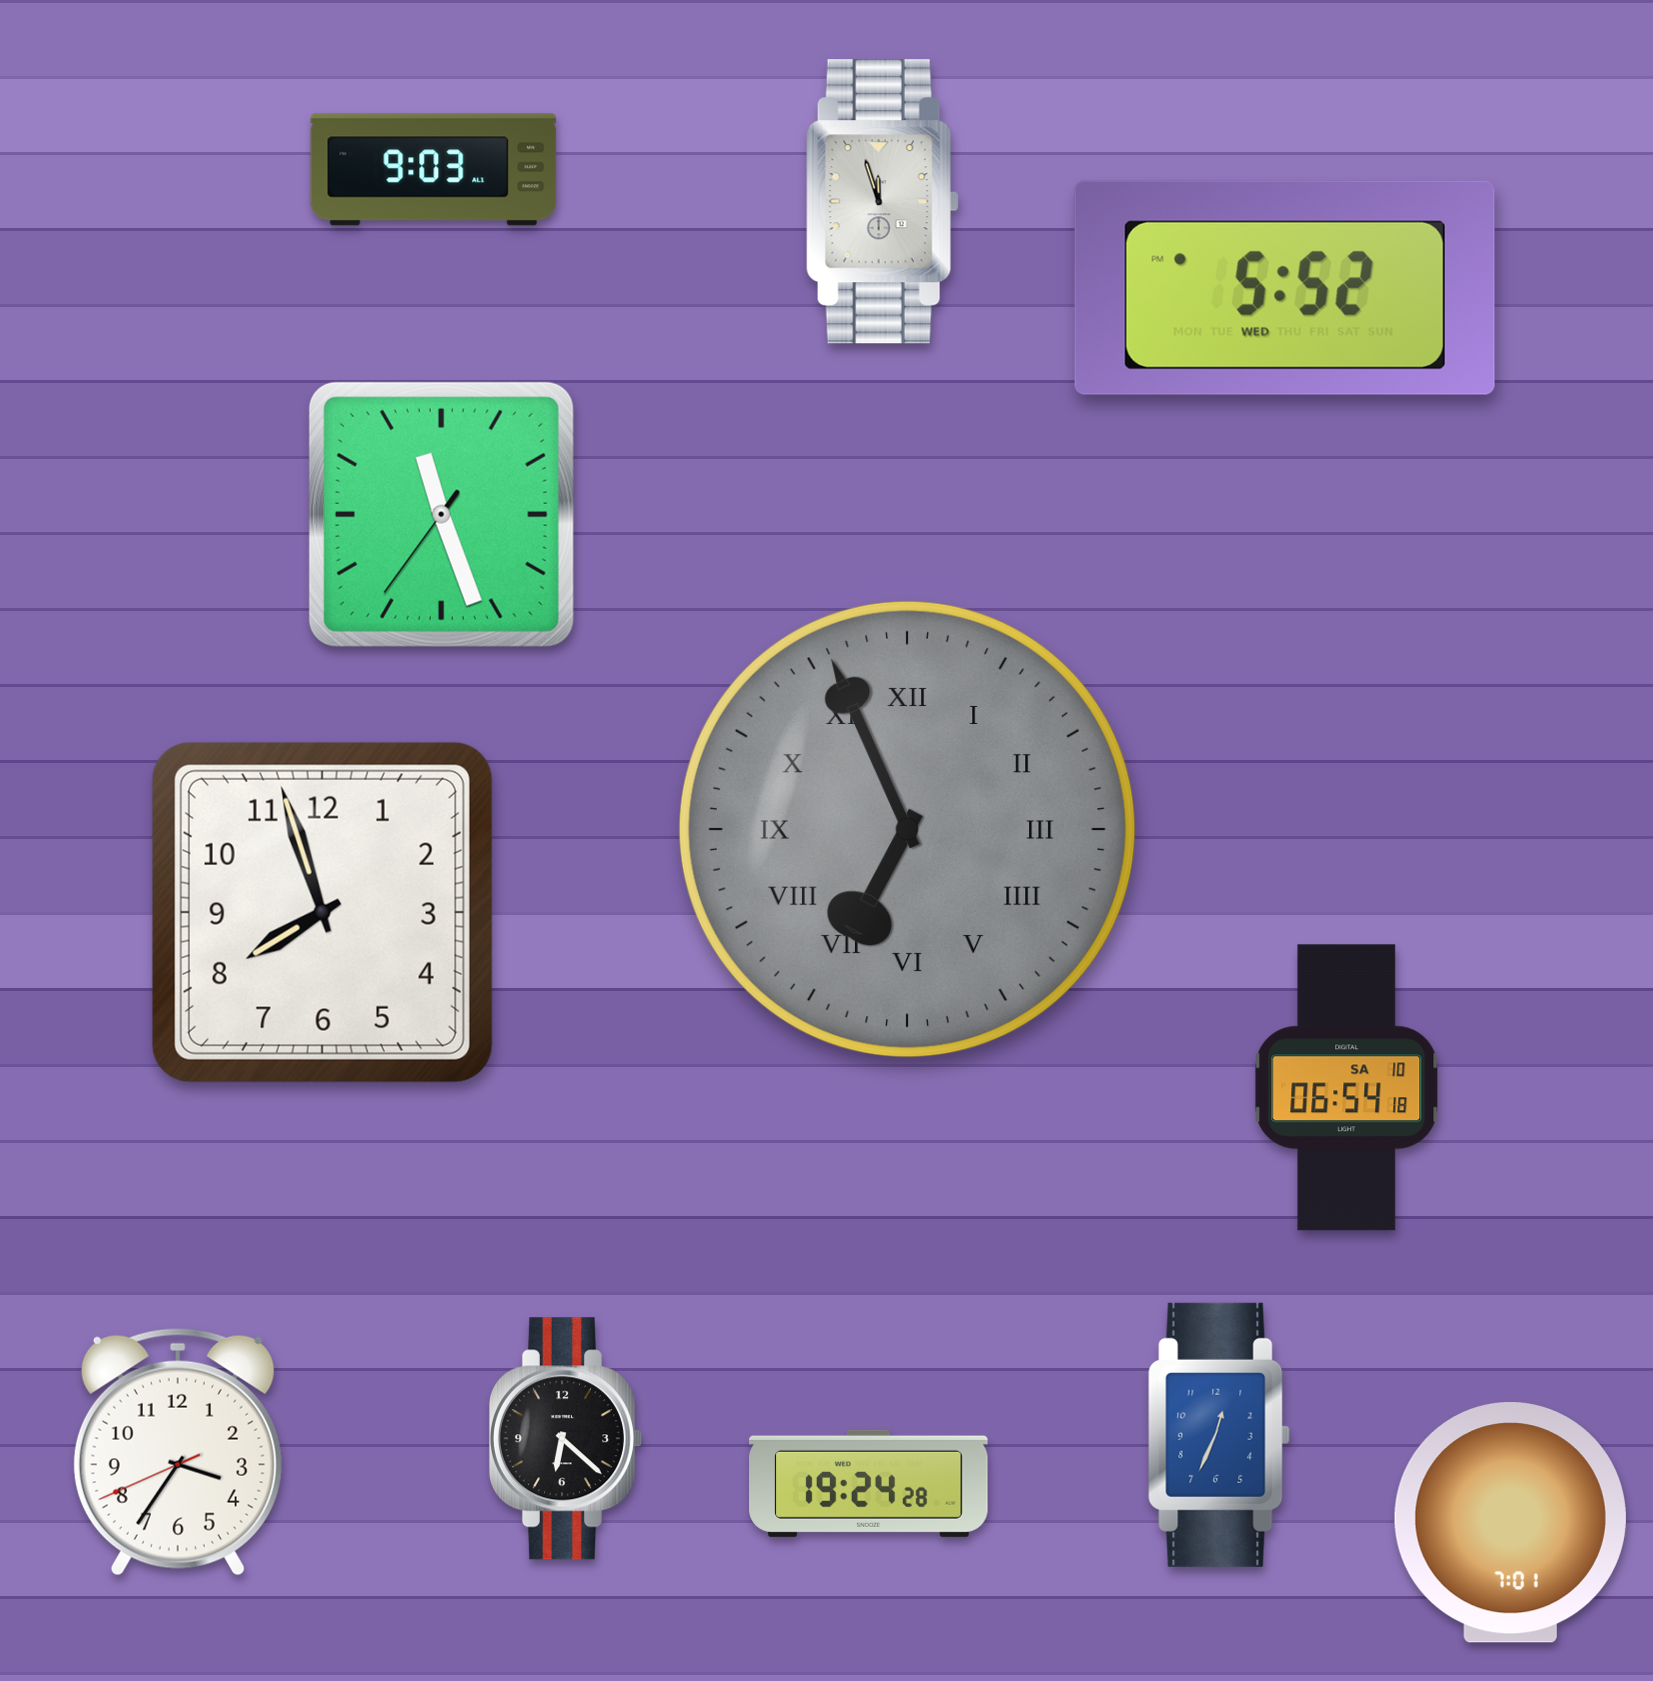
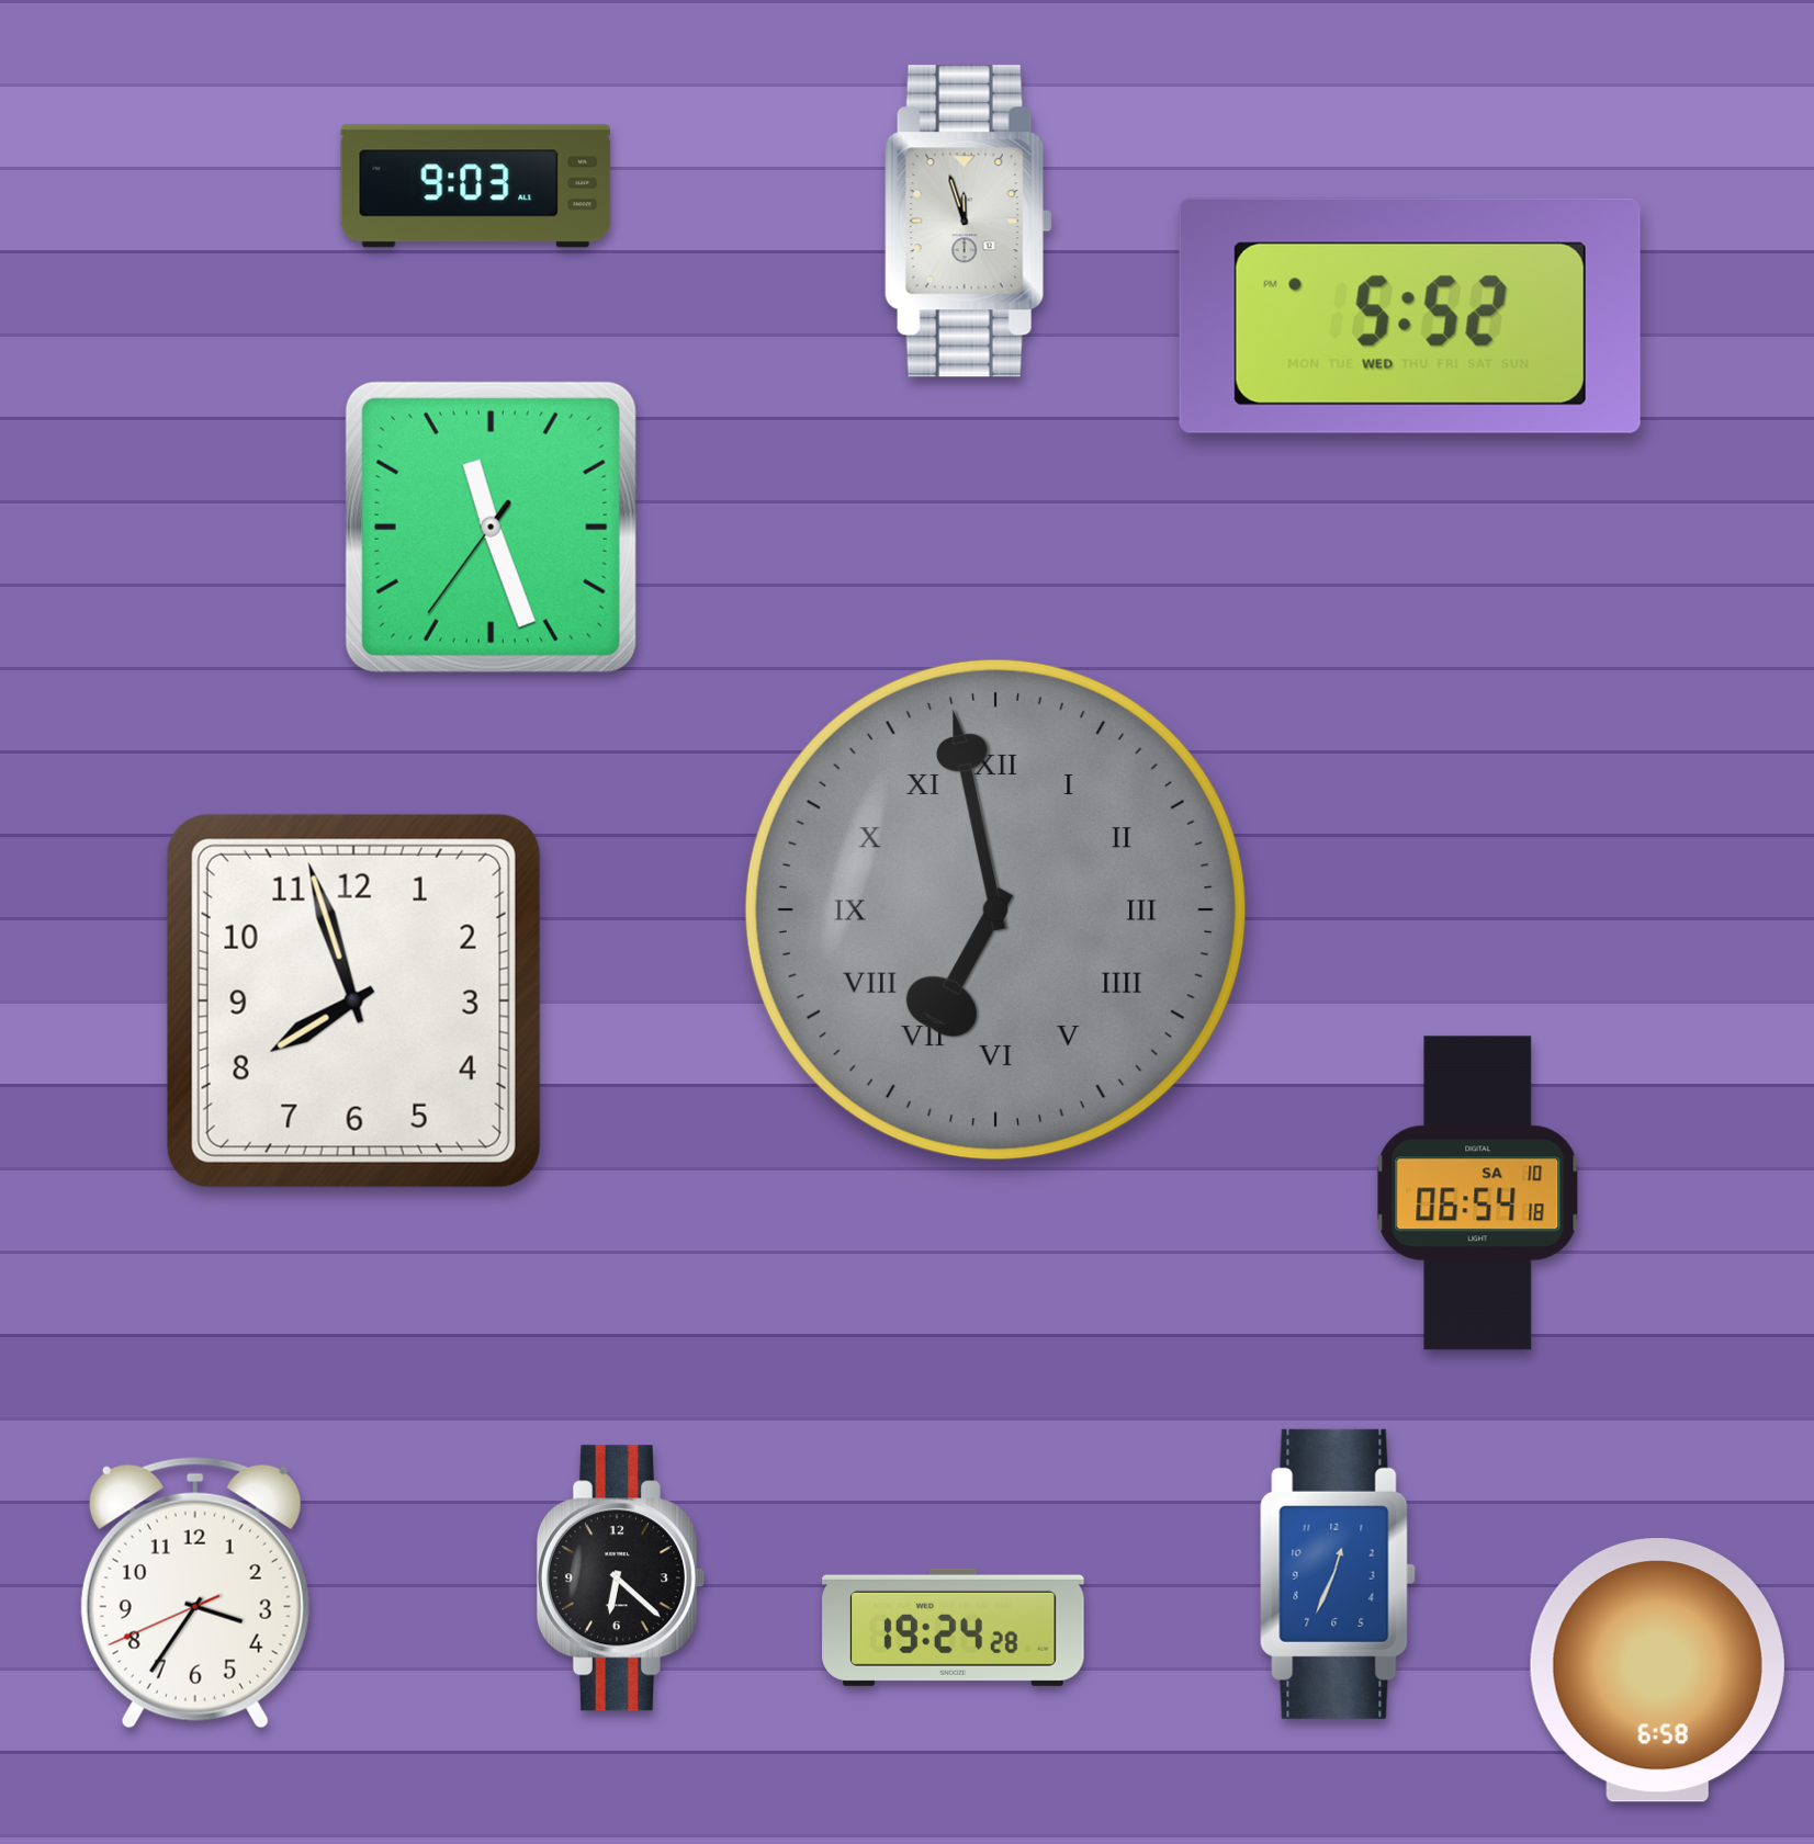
clock at (441, 514) position: (441, 514) -> (491, 527)
clock at (907, 829): 6:56 -> 6:58
clock at (1510, 1523): 7:01 -> 6:58
